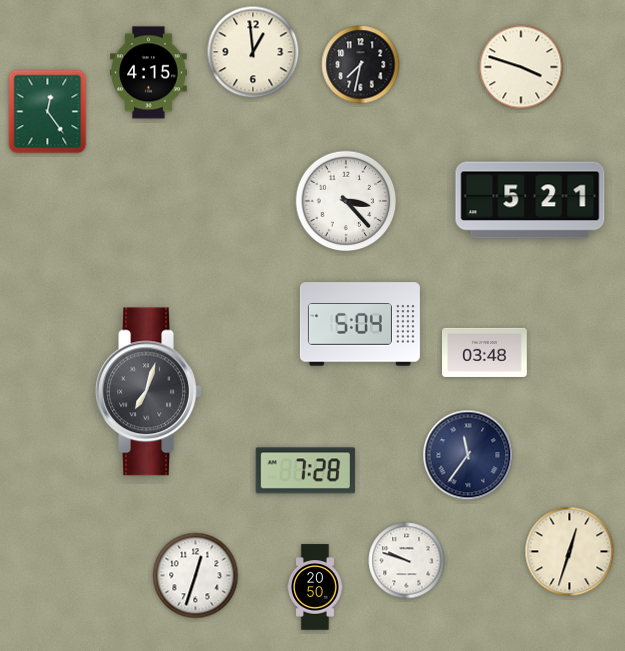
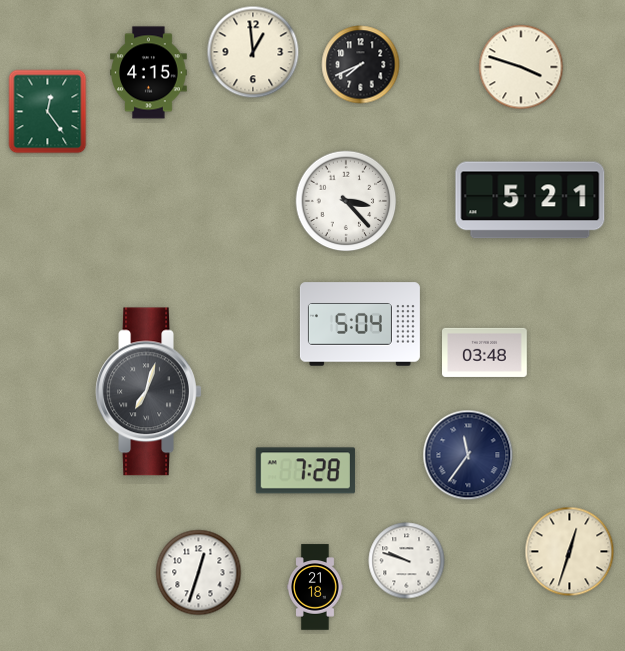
clock at (361, 65): 7:32 -> 7:41
clock at (196, 576) position: (196, 576) -> (199, 573)
clock at (316, 587): 20:50 -> 21:18
